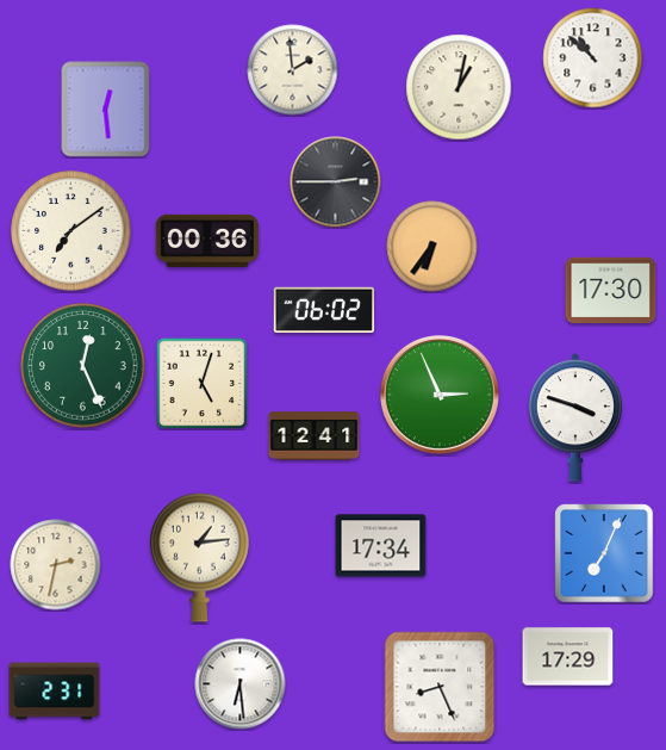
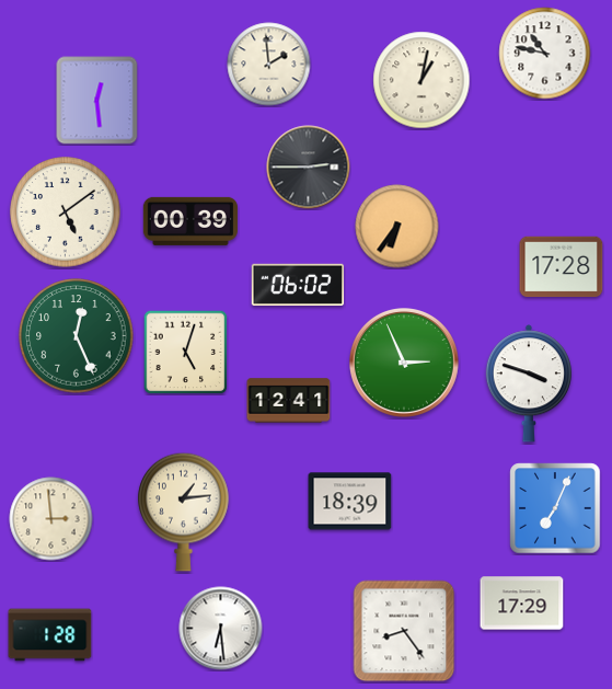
clock at (593, 58): 10:52 -> 10:47
clock at (71, 231): 7:09 -> 5:09
clock at (207, 241): 00:36 -> 00:39
clock at (611, 291): 17:30 -> 17:28
clock at (381, 546): 17:34 -> 18:39
clock at (56, 565): 2:32 -> 2:59
clock at (440, 687): 8:26 -> 8:24
clock at (55, 692): 2:31 -> 1:28
